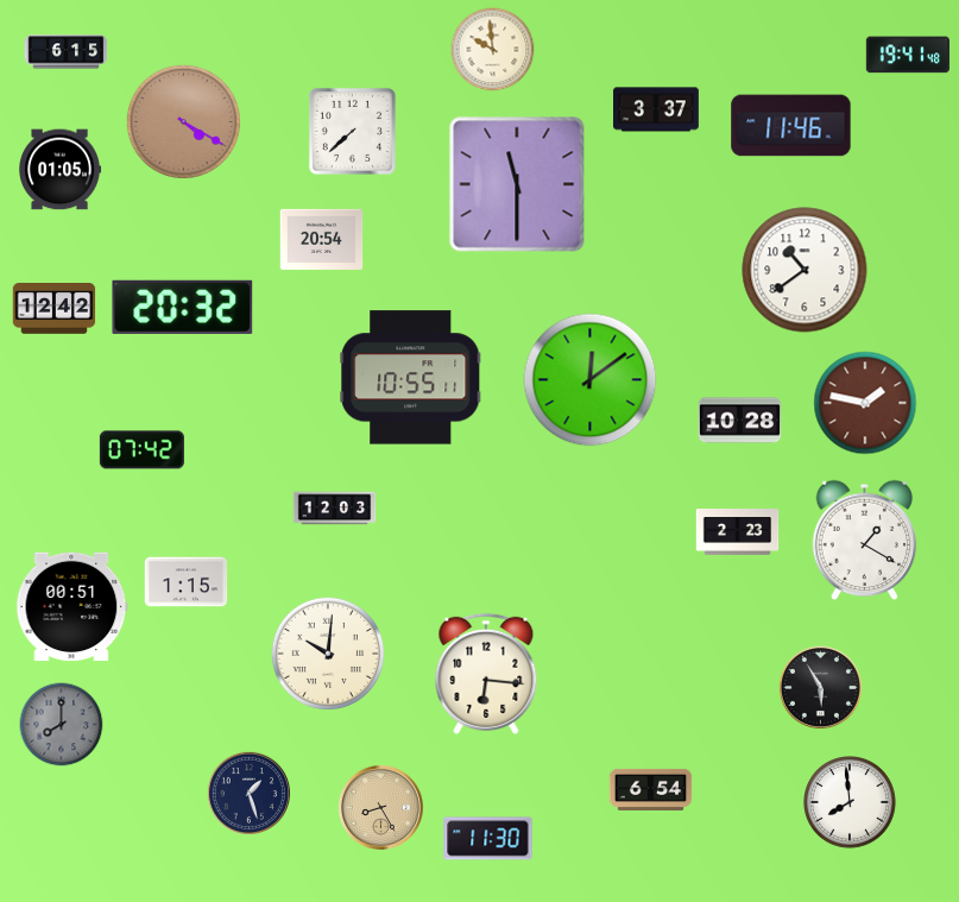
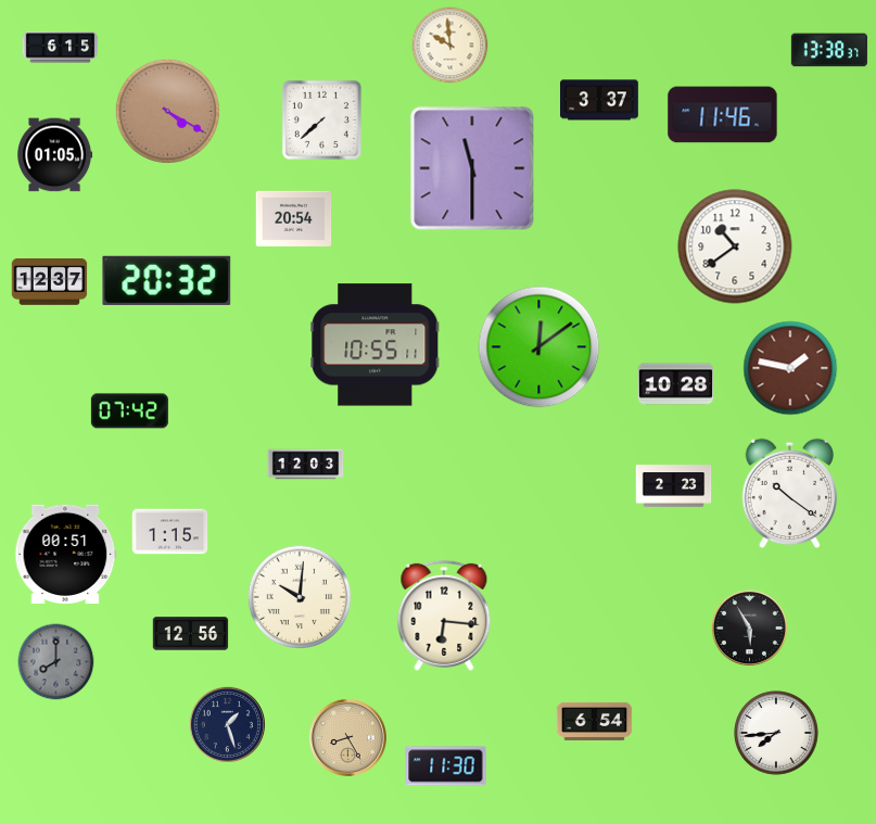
clock at (908, 55): 19:41 -> 13:38
clock at (55, 309): 12:42 -> 12:37
clock at (865, 541): 1:20 -> 10:21
clock at (191, 634): none -> 12:56
clock at (851, 803): 7:59 -> 7:44
